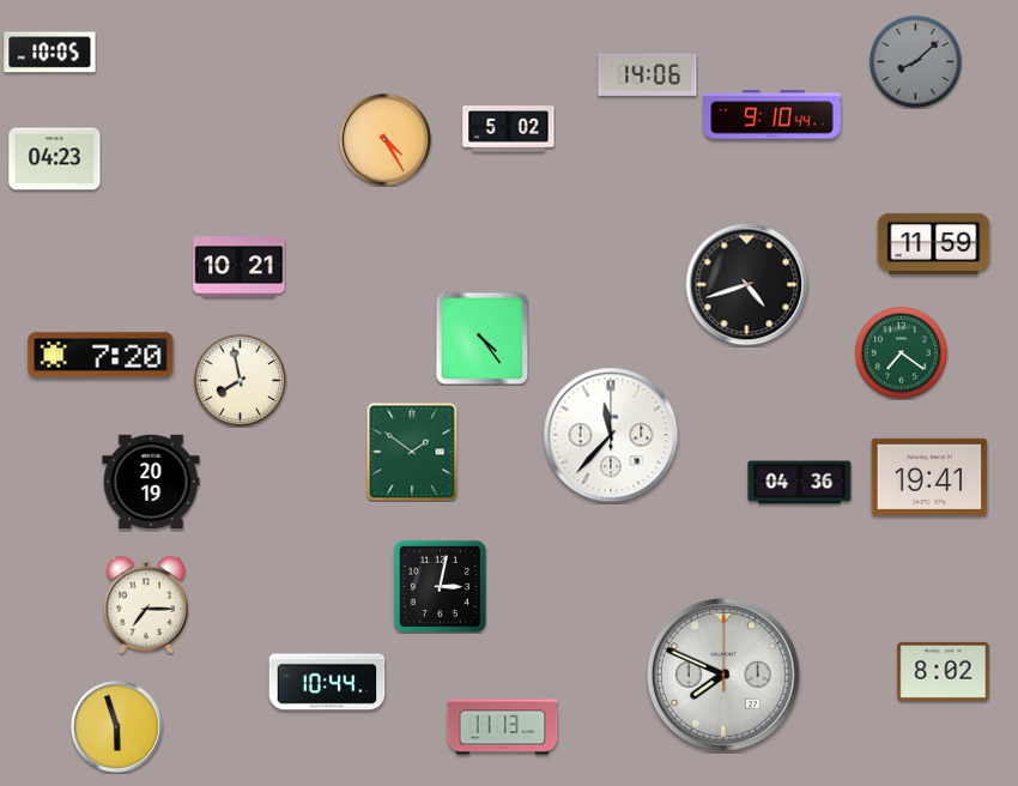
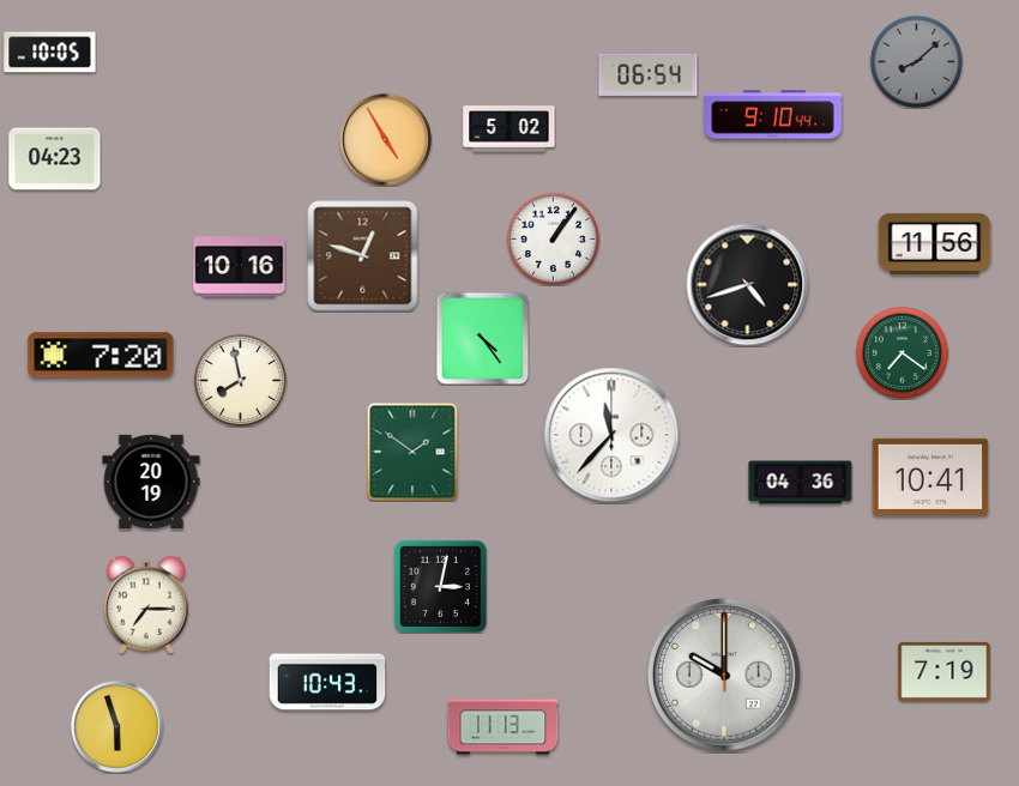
clock at (648, 74): 14:06 -> 06:54
clock at (386, 140): 4:25 -> 4:55
clock at (553, 238): none -> 1:06
clock at (934, 243): 11:59 -> 11:56
clock at (363, 256): none -> 12:48
clock at (240, 267): 10:21 -> 10:16
clock at (929, 477): 19:41 -> 10:41
clock at (944, 671): 8:02 -> 7:19
clock at (725, 676): 7:49 -> 10:00
clock at (327, 682): 10:44 -> 10:43
